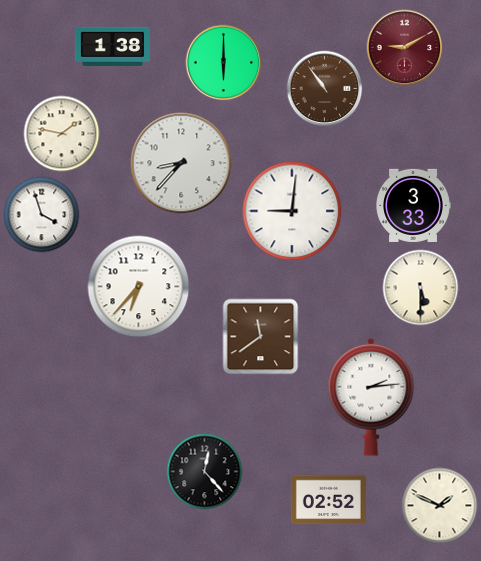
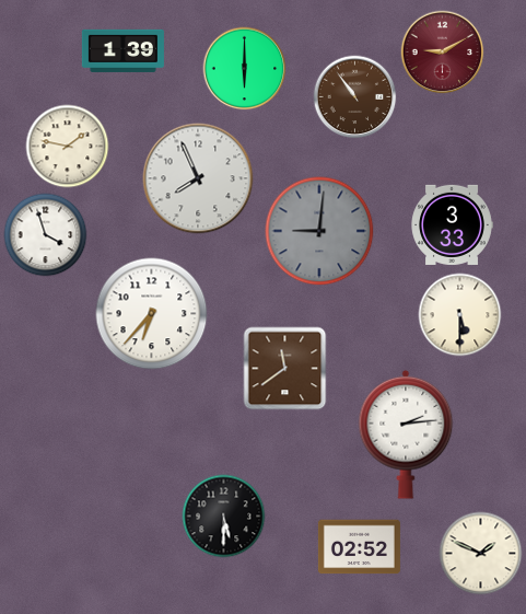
clock at (112, 46): 1:38 -> 1:39
clock at (181, 163): 8:37 -> 7:56
clock at (292, 211) dial: white -> grey
clock at (205, 472): 12:23 -> 5:30
